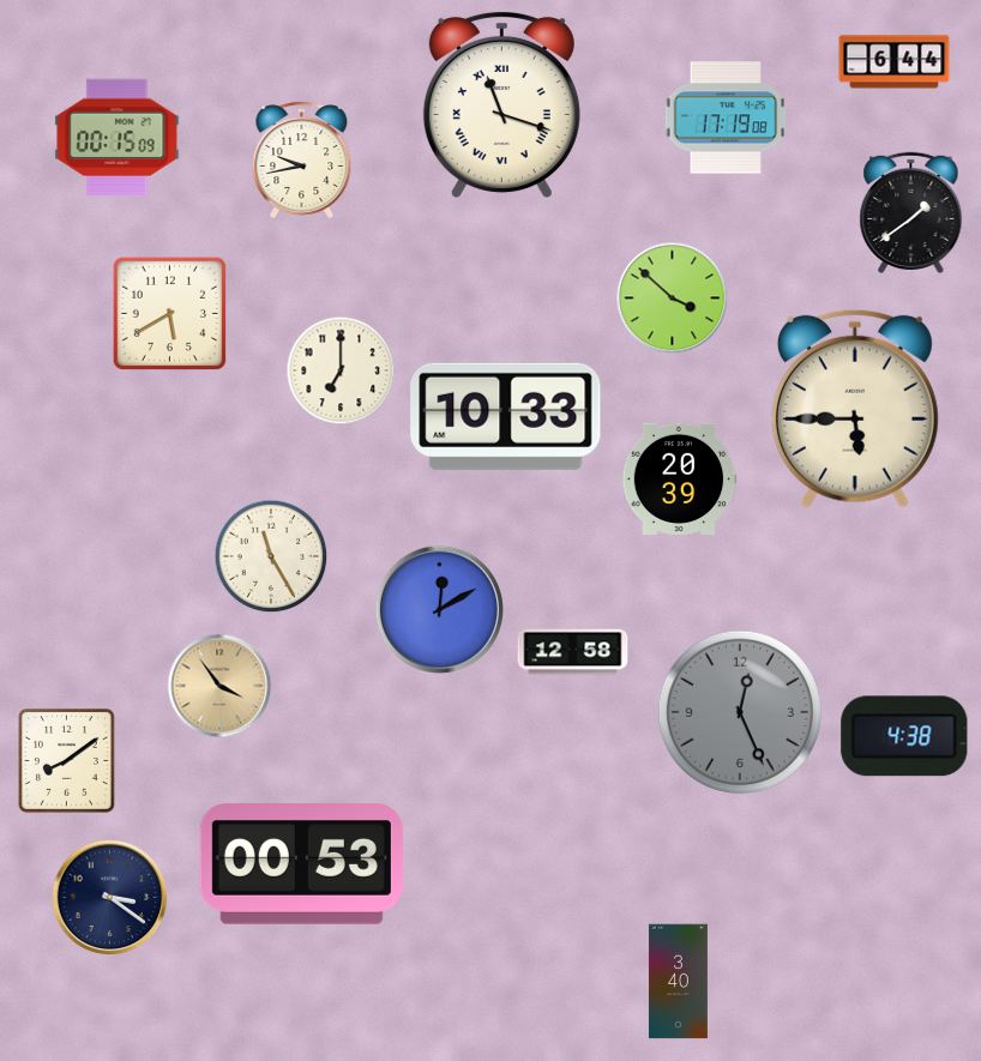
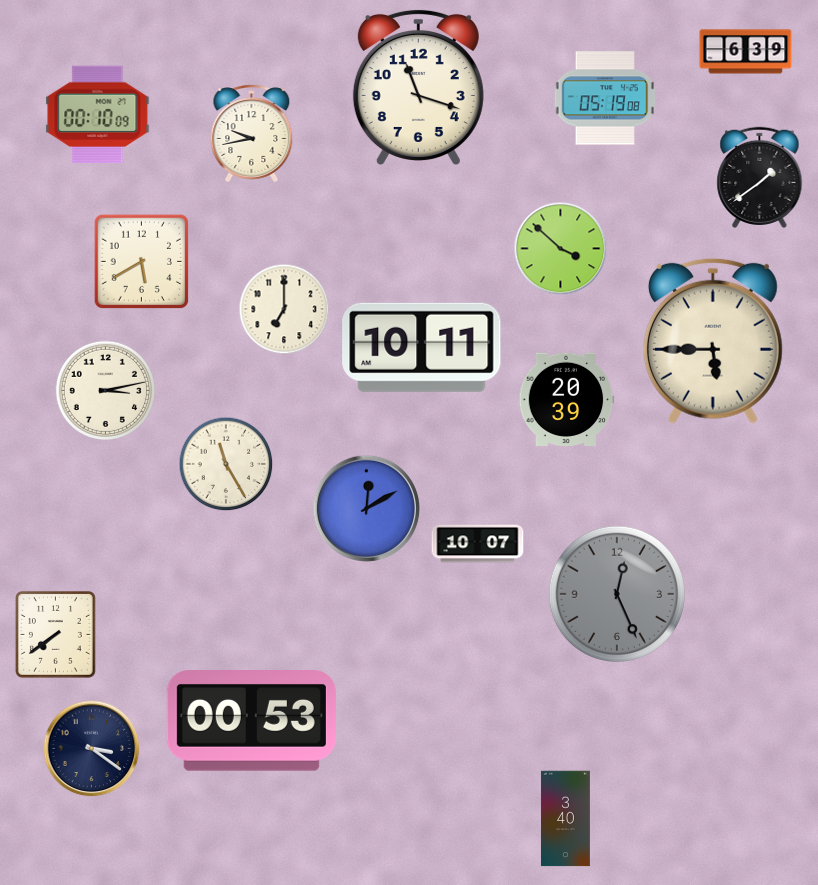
clock at (895, 62): 6:44 -> 6:39
clock at (501, 104) numerals: Roman -> Arabic
clock at (726, 117): 17:19 -> 05:19
clock at (118, 137): 00:15 -> 00:10
clock at (506, 416): 10:33 -> 10:11
clock at (105, 390): none -> 3:13
clock at (573, 652): 12:58 -> 10:07
clock at (219, 686): 3:54 -> none
clock at (904, 736): 4:38 -> none
clock at (66, 760): 8:09 -> 7:39
